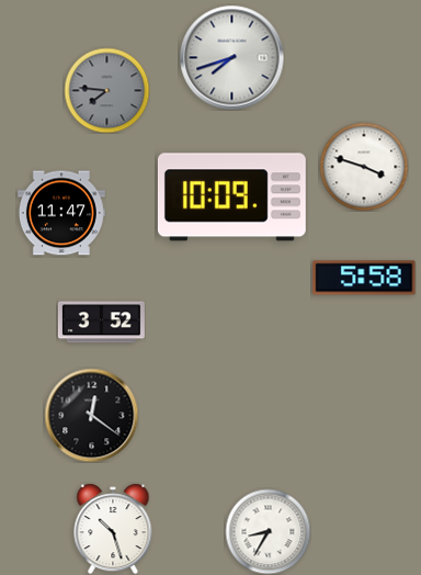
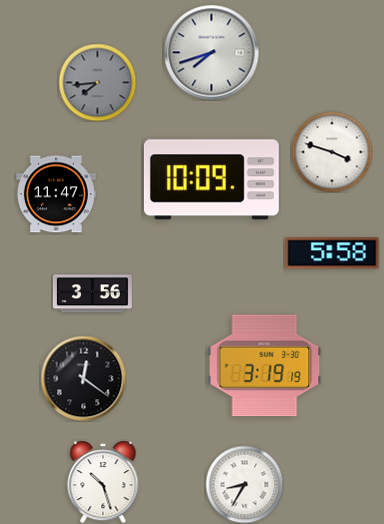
clock at (106, 90): 7:46 -> 7:44
clock at (101, 323): 3:52 -> 3:56
clock at (265, 366): none -> 3:19
